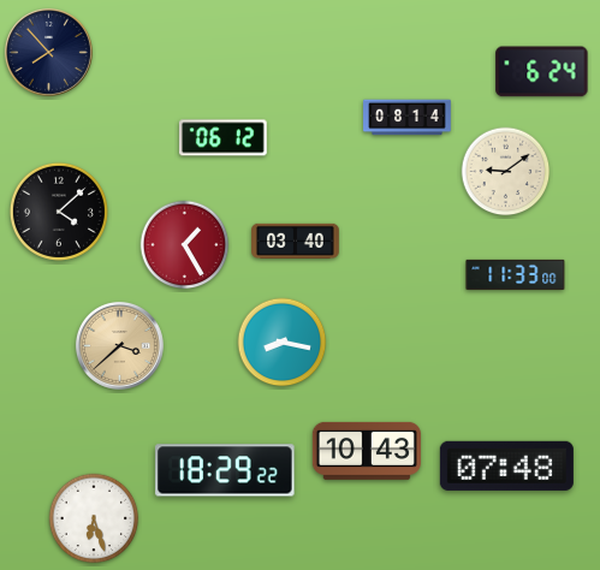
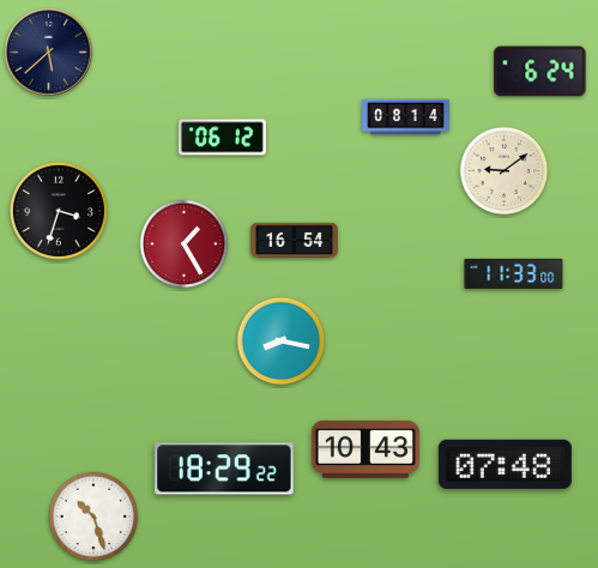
clock at (48, 52): 7:53 -> 5:38
clock at (59, 212): 4:08 -> 3:33
clock at (296, 241): 03:40 -> 16:54
clock at (119, 345): 3:38 -> none
clock at (94, 518): 6:27 -> 10:27
